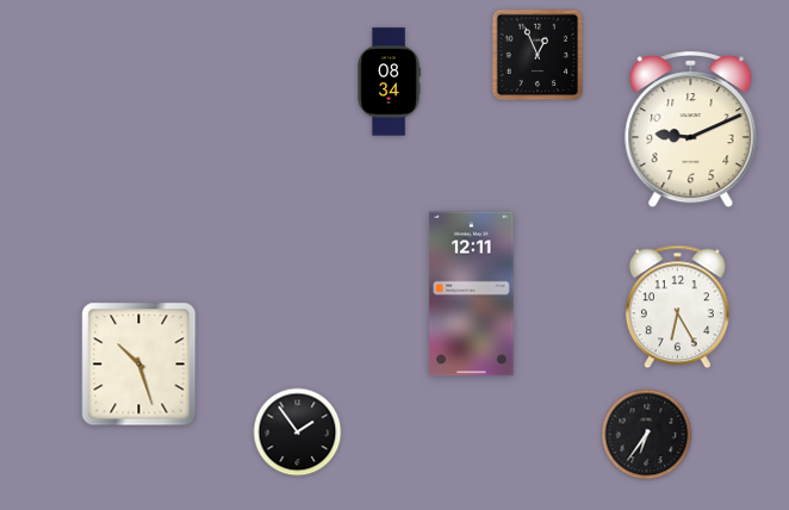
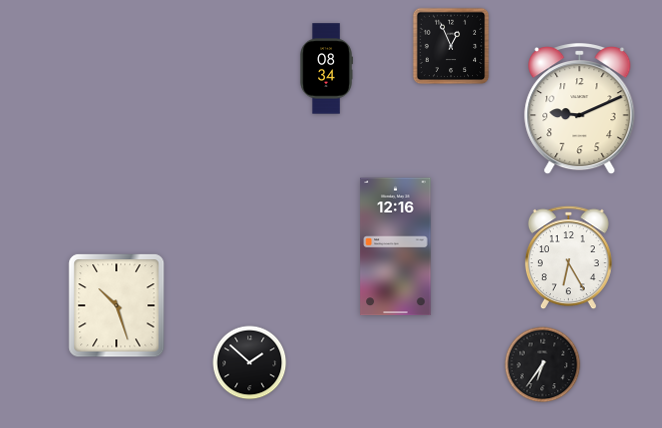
clock at (472, 294): 12:11 -> 12:16
clock at (298, 433): 1:54 -> 1:52
